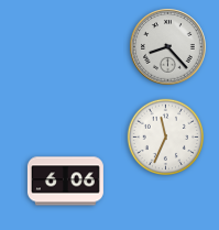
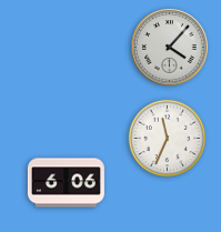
clock at (168, 47): 8:23 -> 4:07
